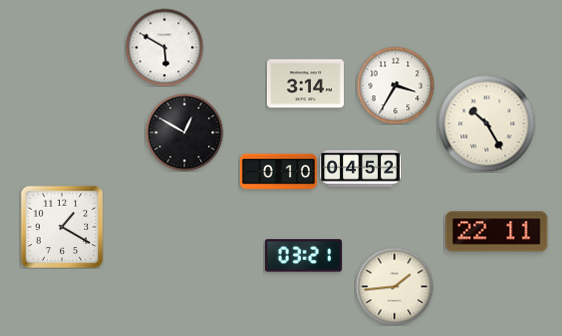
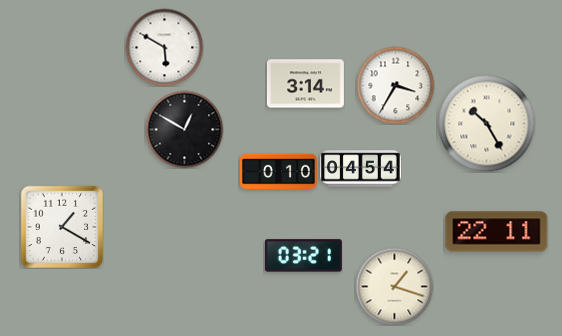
clock at (184, 132) position: (184, 132) -> (184, 129)
clock at (361, 169): 04:52 -> 04:54
clock at (394, 286): 1:44 -> 1:18
